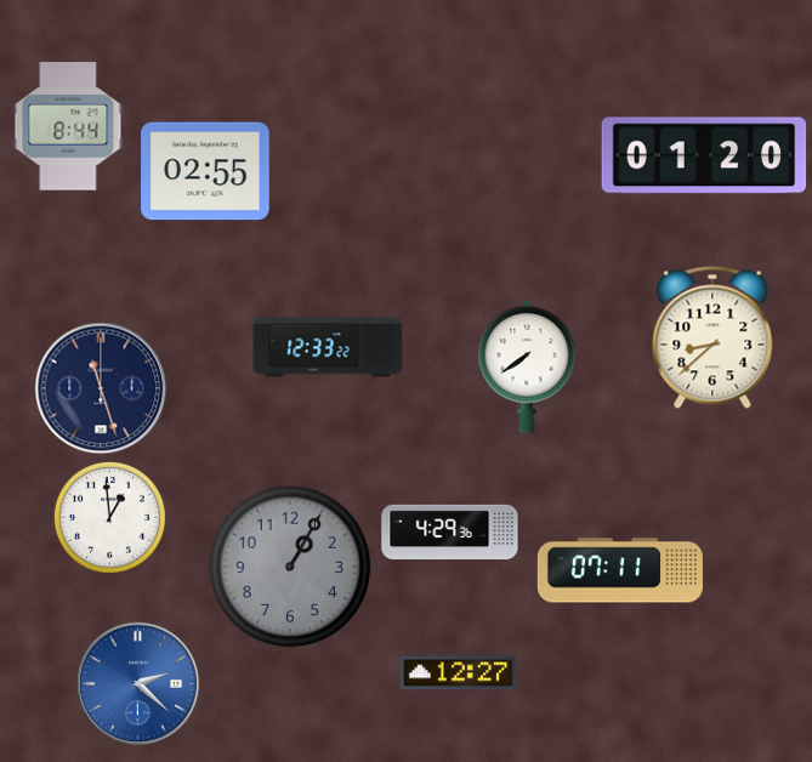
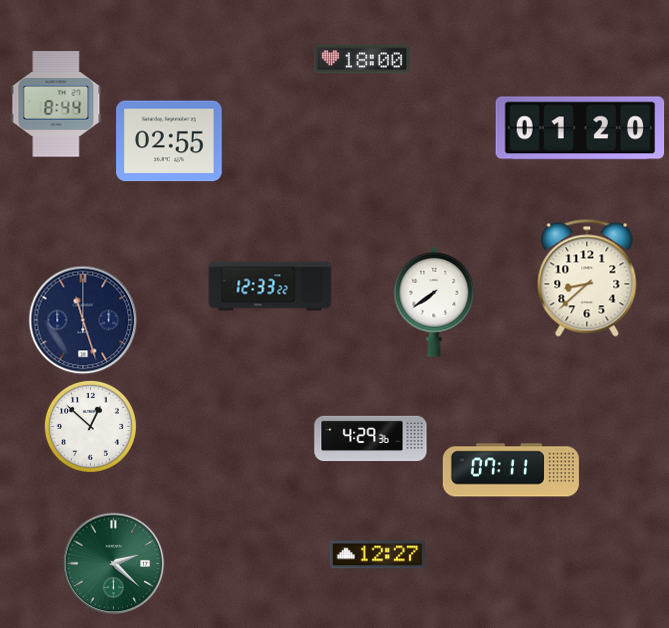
clock at (362, 59): none -> 18:00
clock at (109, 517): 12:59 -> 12:52
clock at (290, 567): 1:05 -> none
clock at (138, 684) dial: blue -> green
